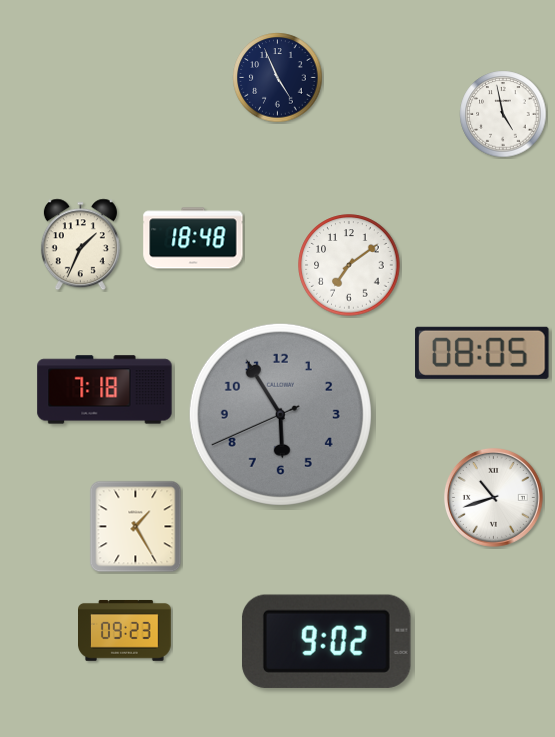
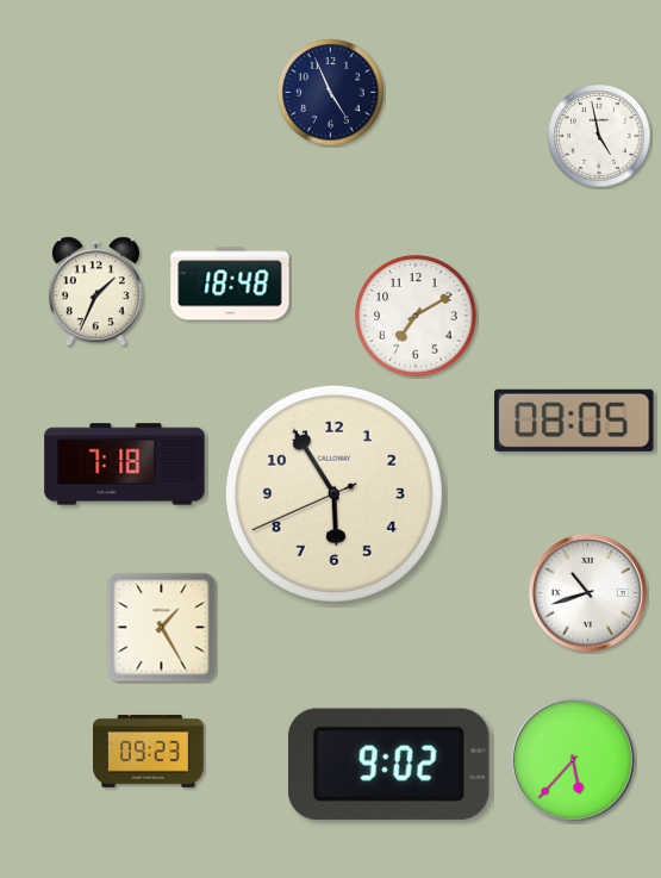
clock at (349, 265): 7:09 -> 7:10
clock at (280, 414) dial: grey -> cream
clock at (573, 760): none -> 5:37
